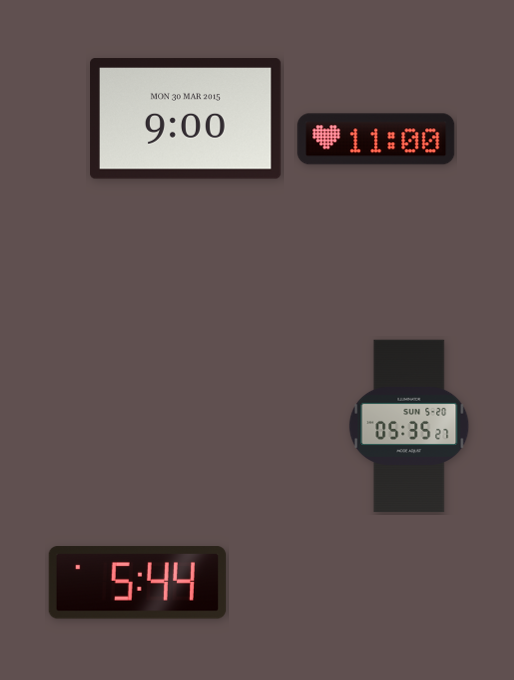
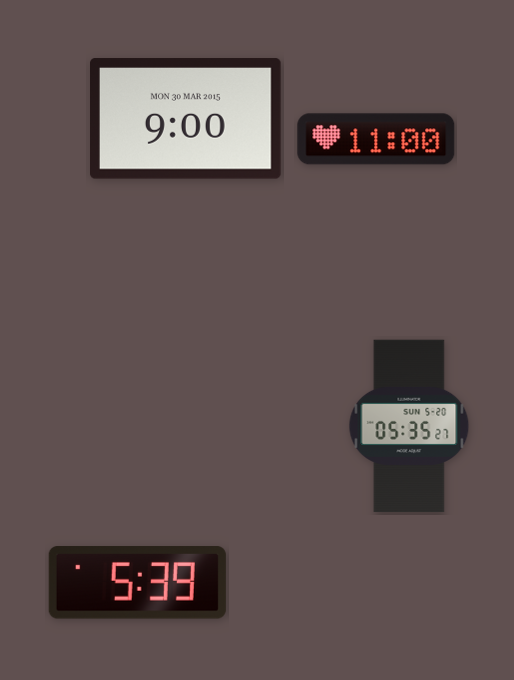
clock at (137, 583): 5:44 -> 5:39
